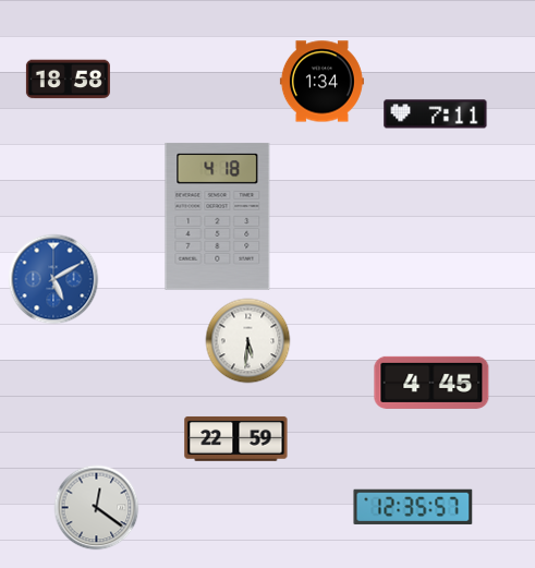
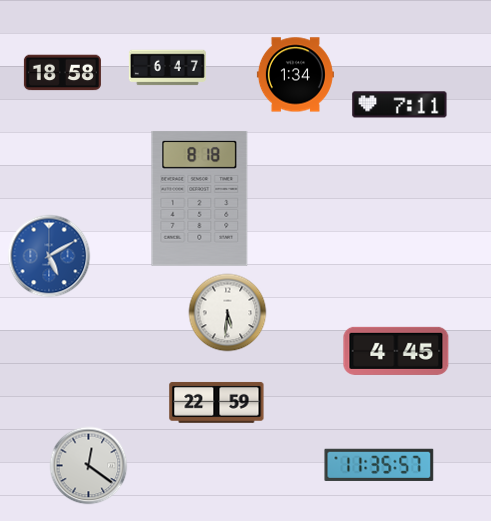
clock at (167, 68): none -> 6:47
clock at (218, 216): 4:18 -> 8:18
clock at (413, 507): 12:35 -> 11:35
